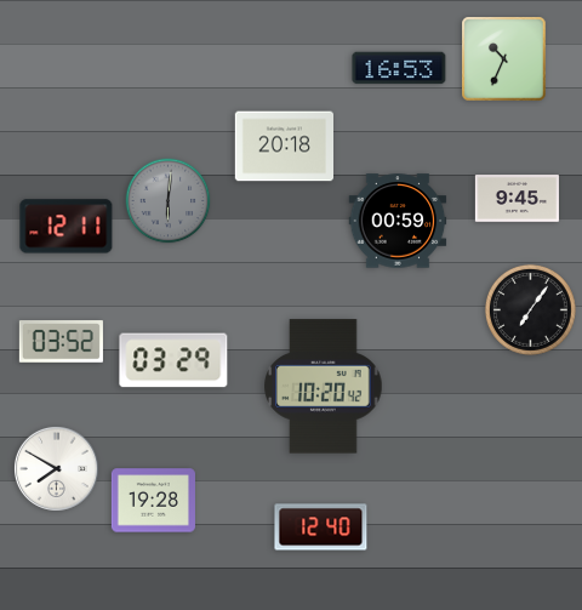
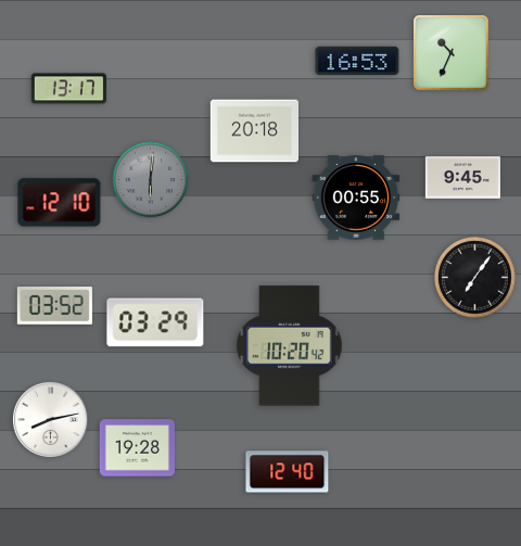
clock at (68, 89): none -> 13:17
clock at (398, 221): 00:59 -> 00:55
clock at (67, 227): 12:11 -> 12:10
clock at (56, 468): 7:50 -> 8:13
